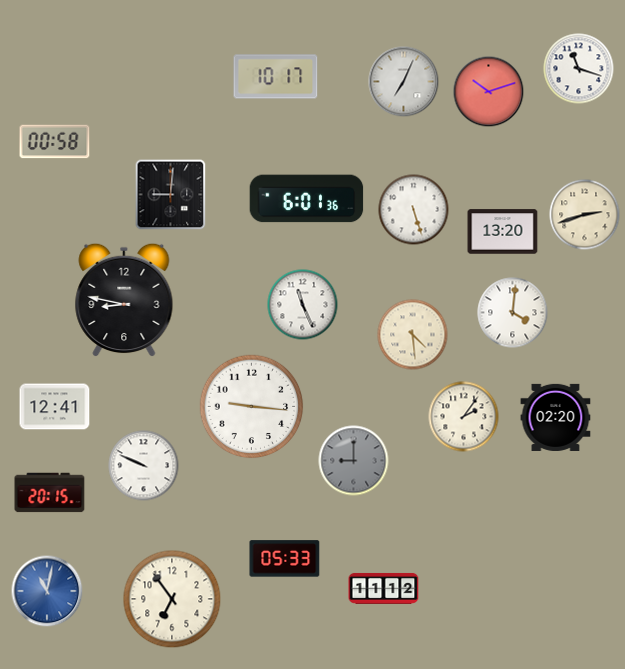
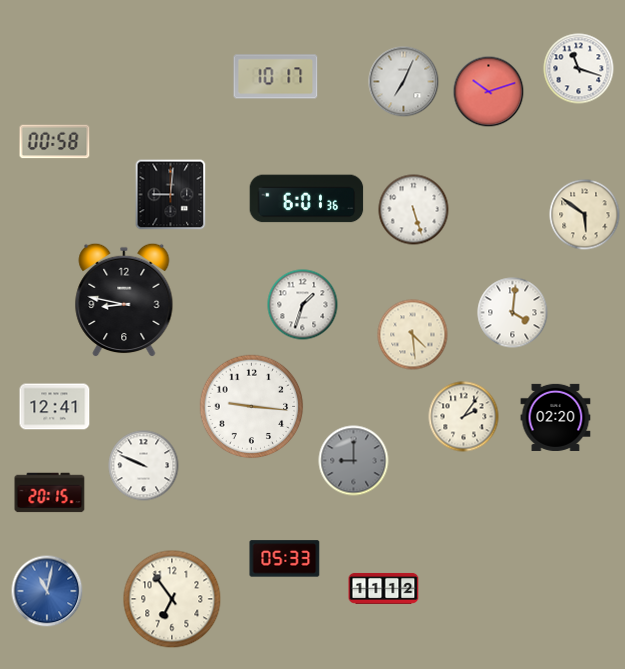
clock at (585, 215): 2:42 -> 5:51
clock at (503, 232): 13:20 -> none
clock at (303, 305): 11:26 -> 1:33
